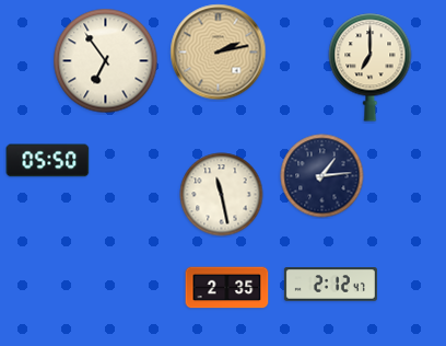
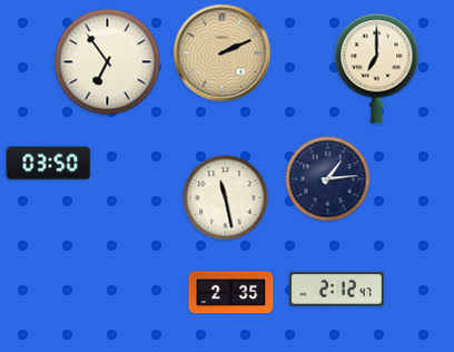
clock at (219, 53): 2:13 -> 2:11
clock at (48, 161): 05:50 -> 03:50
